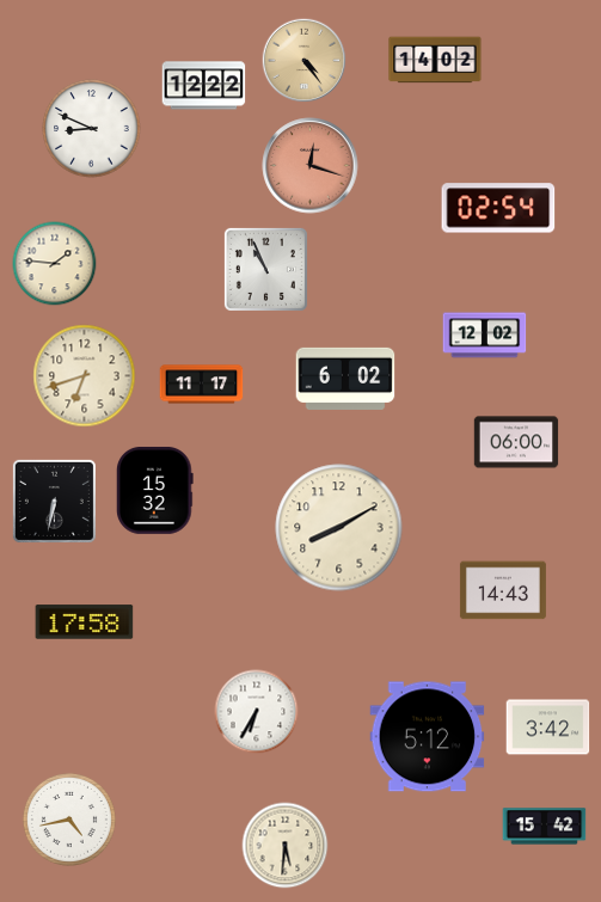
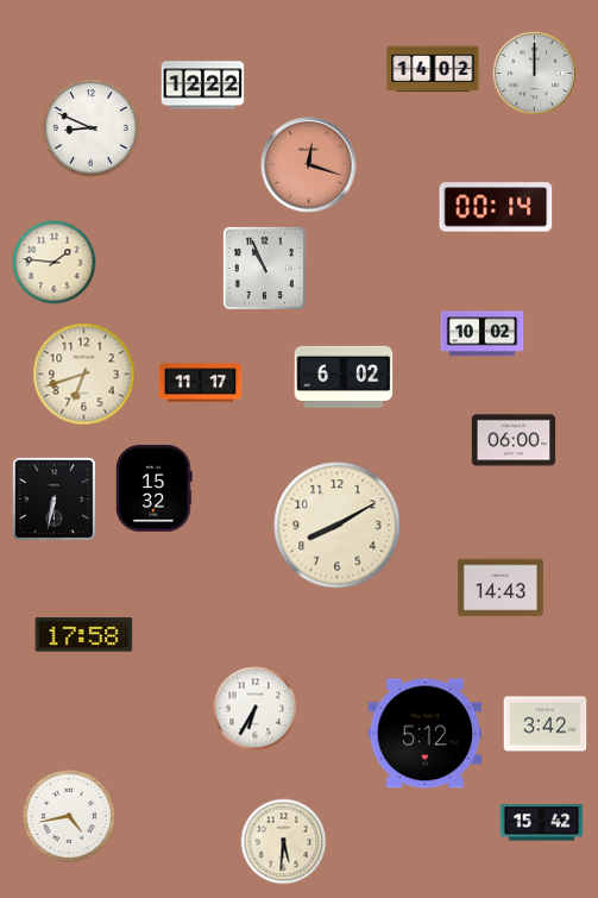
clock at (435, 60) position: (435, 60) -> (433, 69)
clock at (305, 61): 4:24 -> none
clock at (535, 74): none -> 12:00
clock at (498, 208): 02:54 -> 00:14
clock at (485, 336): 12:02 -> 10:02
clock at (85, 622) position: (85, 622) -> (84, 635)
